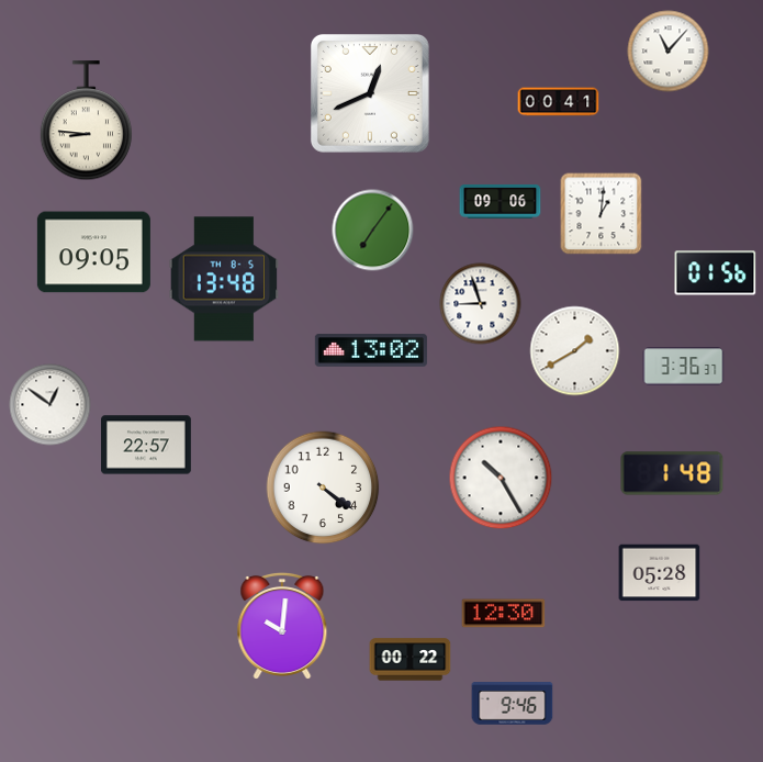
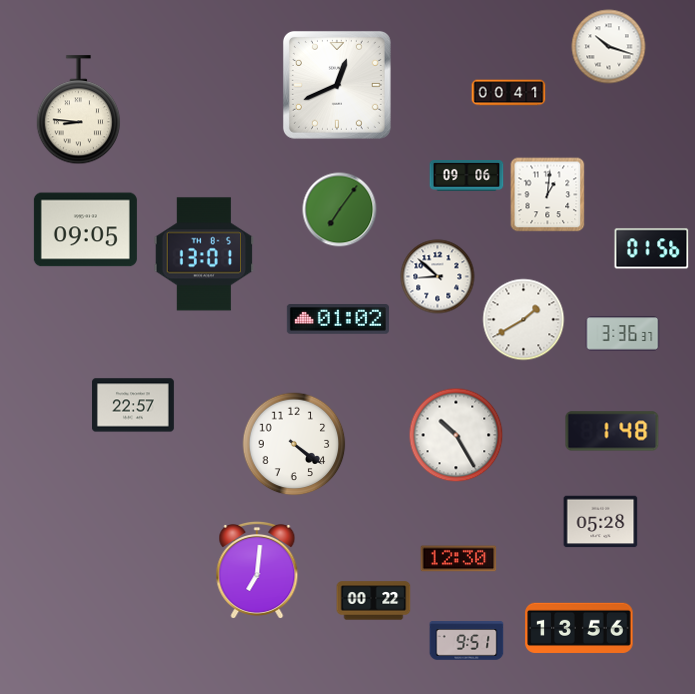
clock at (669, 52): 11:07 -> 10:18
clock at (501, 202) position: (501, 202) -> (467, 176)
clock at (224, 279): 13:48 -> 13:01
clock at (481, 304): 8:57 -> 8:52
clock at (371, 350): 13:02 -> 01:02
clock at (51, 405): 12:51 -> none
clock at (282, 626): 10:01 -> 7:01
clock at (579, 628): none -> 13:56
clock at (513, 704): 9:46 -> 9:51
